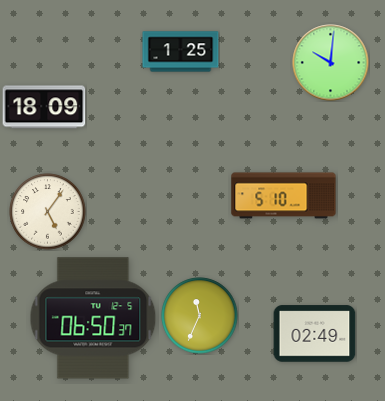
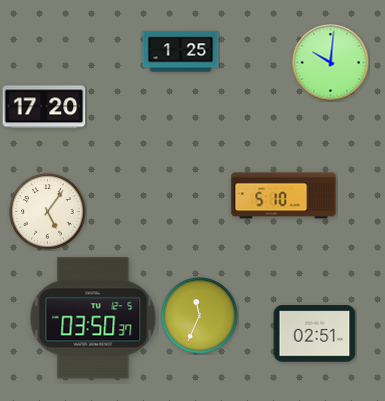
clock at (44, 107): 18:09 -> 17:20
clock at (93, 318): 06:50 -> 03:50
clock at (315, 334): 02:49 -> 02:51
